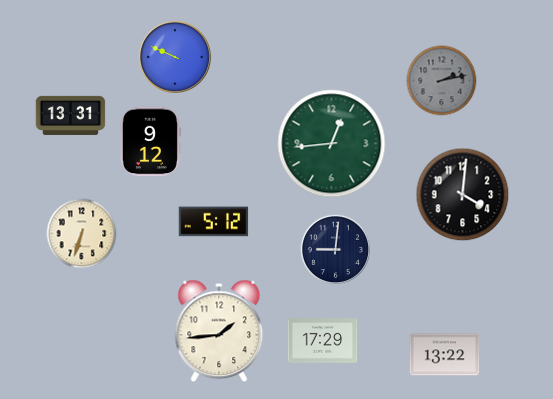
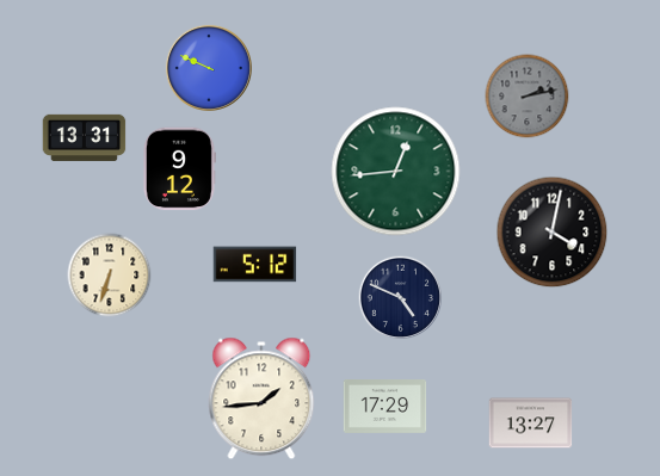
clock at (463, 195): 4:01 -> 4:02
clock at (82, 234) position: (82, 234) -> (110, 276)
clock at (336, 250): 9:01 -> 4:49
clock at (219, 331) position: (219, 331) -> (261, 398)
clock at (445, 355): 13:22 -> 13:27
